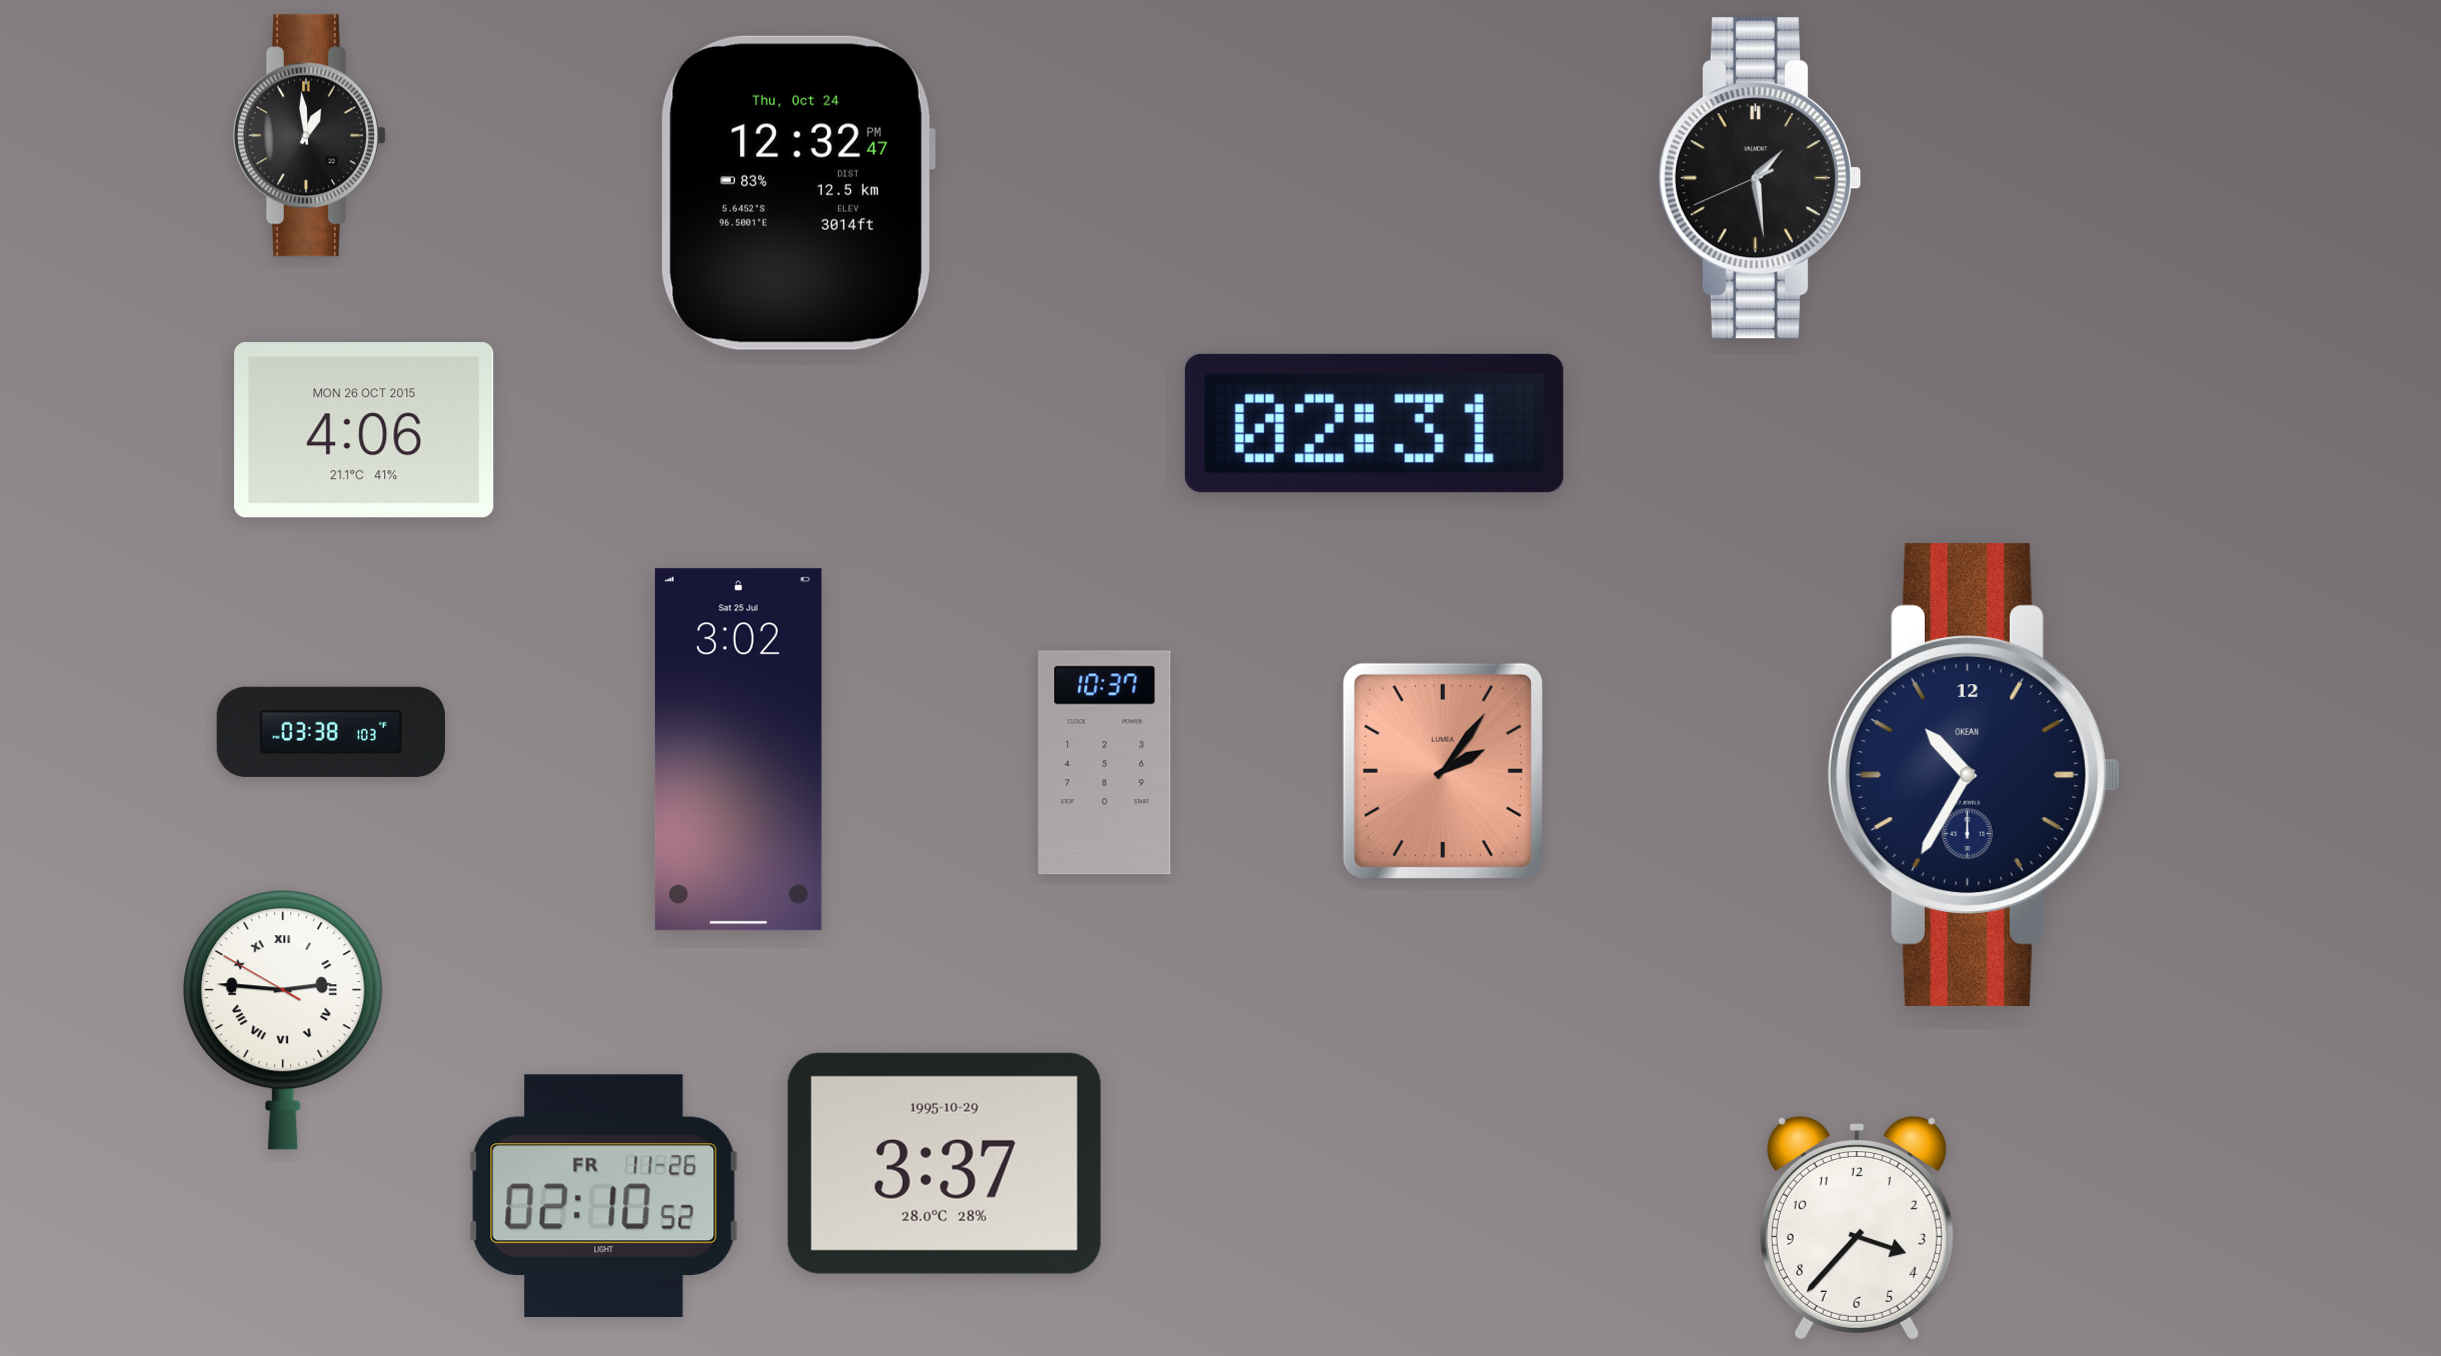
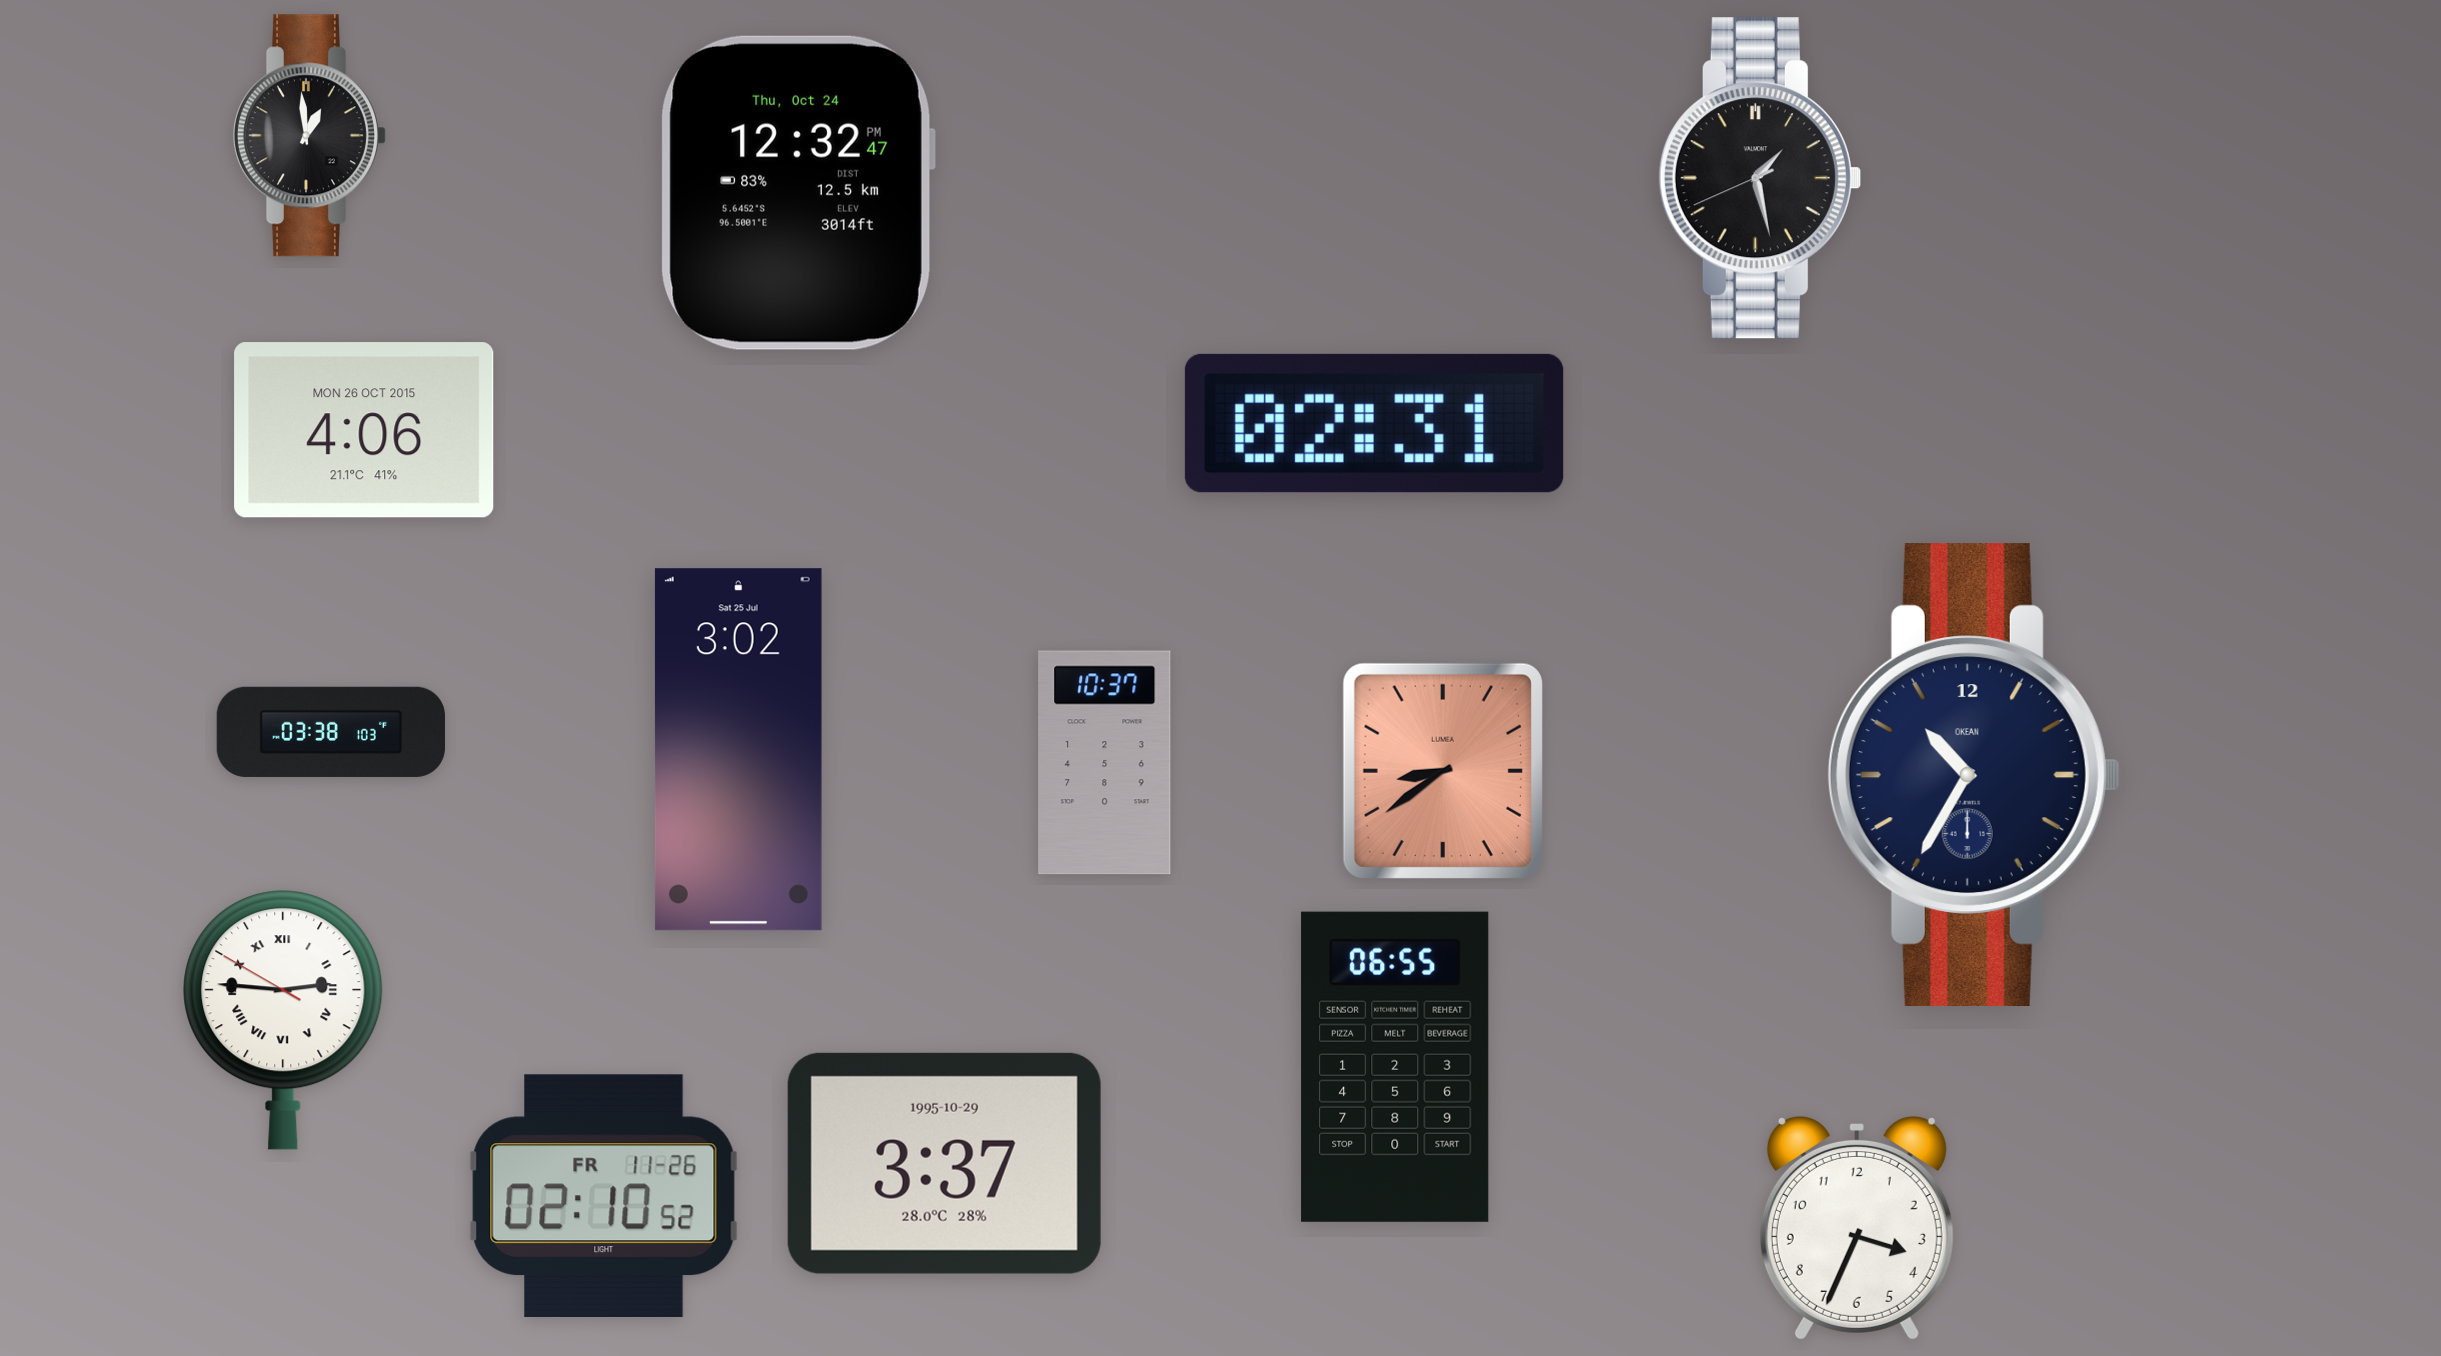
clock at (1759, 178): 1:28 -> 1:27
clock at (1443, 771): 2:06 -> 8:39
clock at (1395, 1067): none -> 06:55
clock at (1857, 1228): 3:37 -> 3:34
